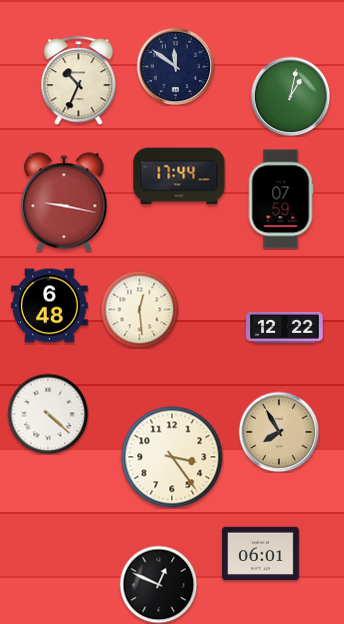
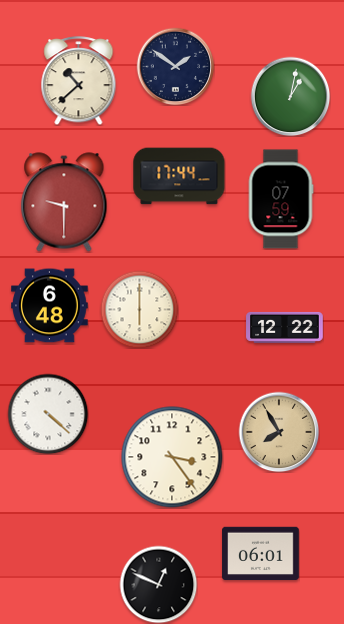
clock at (175, 66): 11:51 -> 1:51
clock at (79, 81): 10:34 -> 10:38
clock at (64, 202): 9:17 -> 9:30
clock at (139, 309): 12:29 -> 6:00
